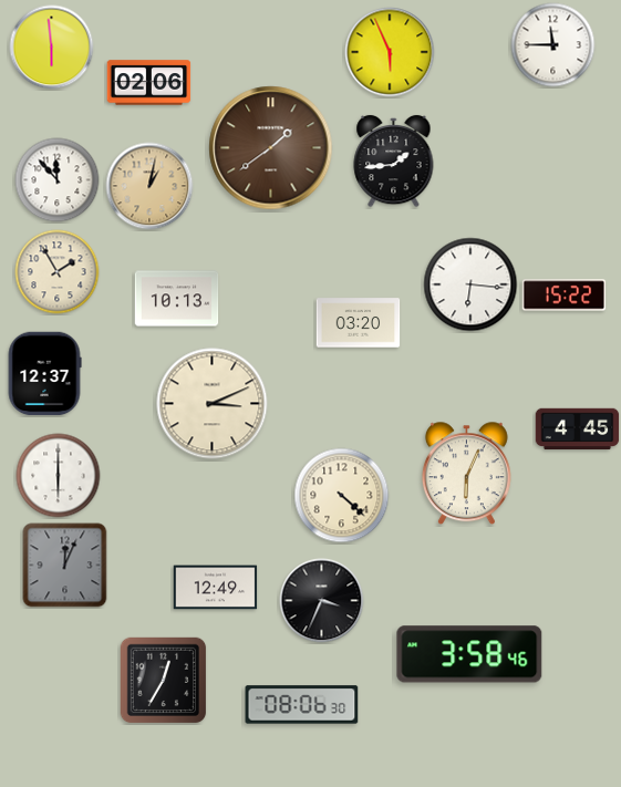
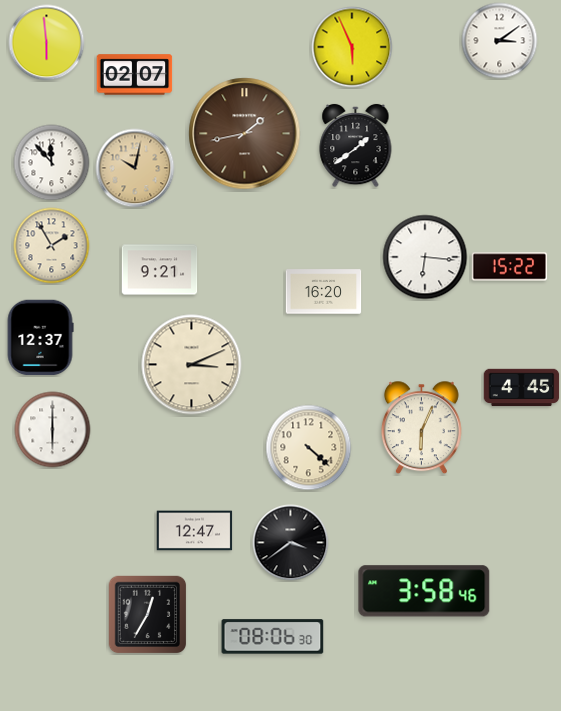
clock at (553, 45): 11:45 -> 3:09
clock at (149, 83): 02:06 -> 02:07
clock at (271, 148): 1:39 -> 1:43
clock at (394, 162): 1:44 -> 1:39
clock at (149, 186): 1:02 -> 10:02
clock at (177, 299): 10:13 -> 9:21
clock at (359, 323): 03:20 -> 16:20
clock at (65, 566): 12:04 -> none
clock at (216, 588): 12:49 -> 12:47
clock at (322, 601): 3:34 -> 3:39
